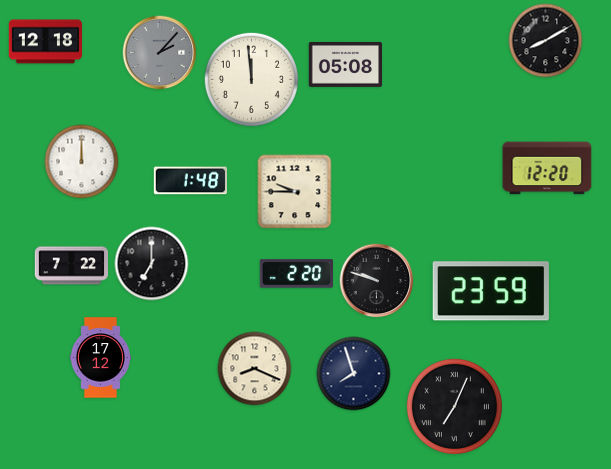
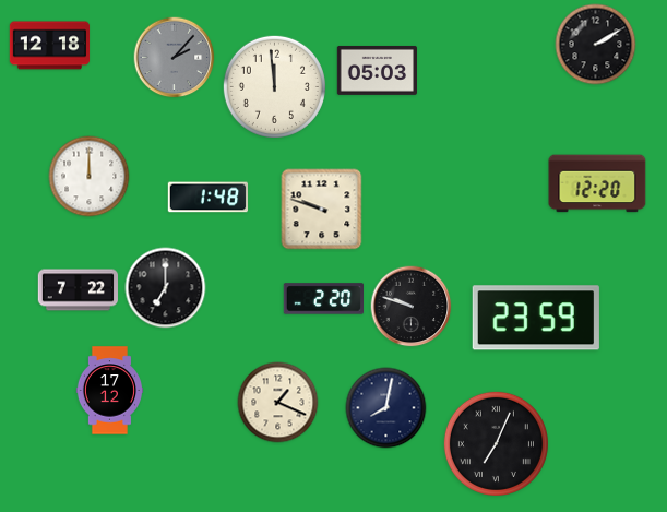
clock at (546, 41): 8:10 -> 2:10
clock at (345, 64): 05:08 -> 05:03
clock at (295, 192): 9:45 -> 9:48
clock at (255, 369): 8:19 -> 1:19
clock at (354, 374): 7:57 -> 8:02
